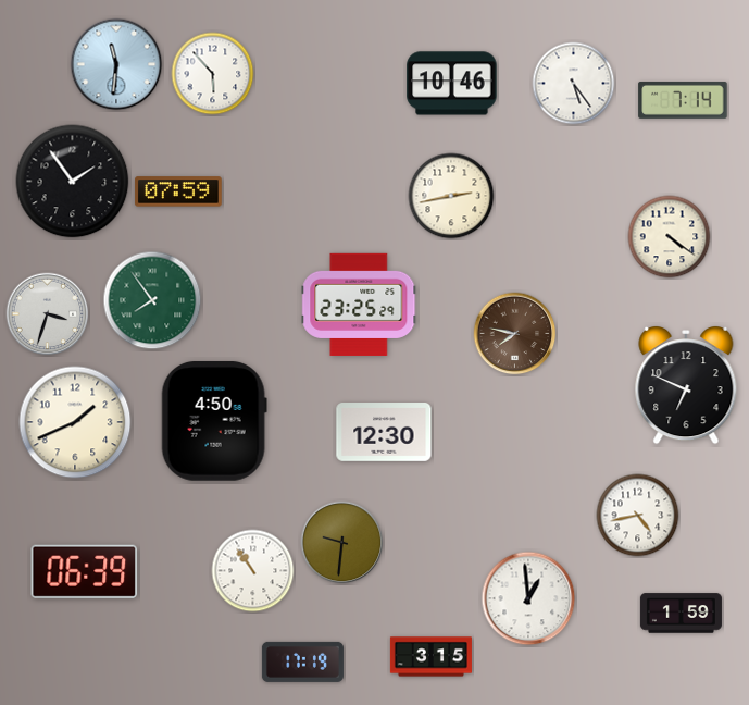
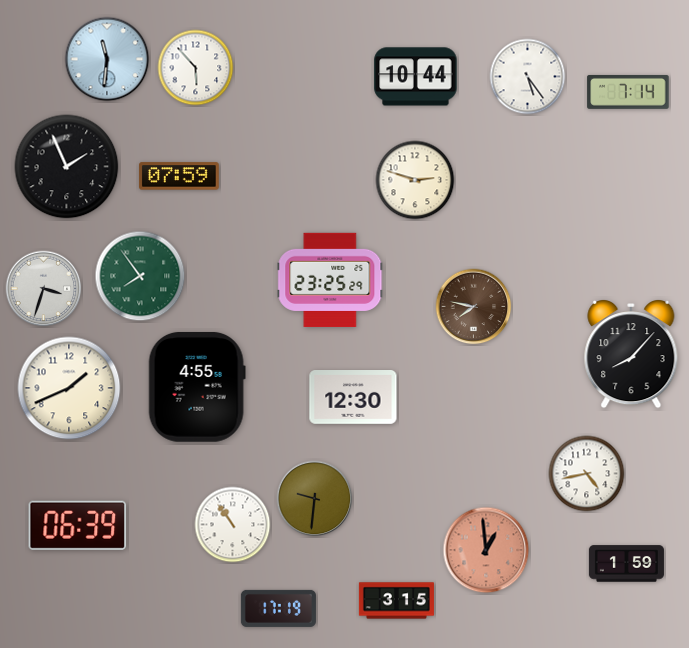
clock at (452, 84): 10:46 -> 10:44
clock at (73, 182): 1:54 -> 1:56
clock at (178, 191) position: (178, 191) -> (179, 176)
clock at (451, 196): 2:43 -> 2:48
clock at (670, 237): 4:21 -> none
clock at (686, 386): 6:49 -> 8:07
clock at (214, 421): 4:50 -> 4:55
clock at (528, 598) dial: white -> salmon
clock at (430, 657) position: (430, 657) -> (396, 601)
